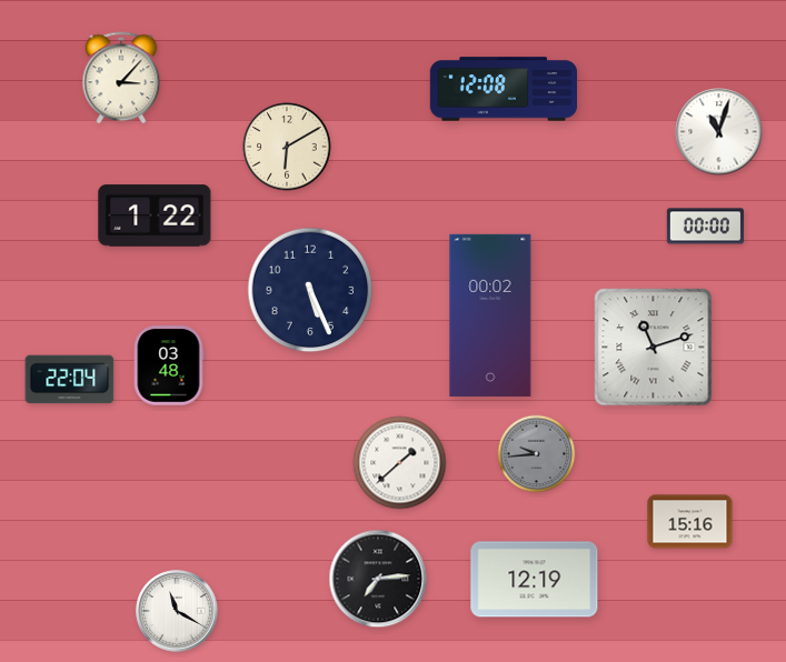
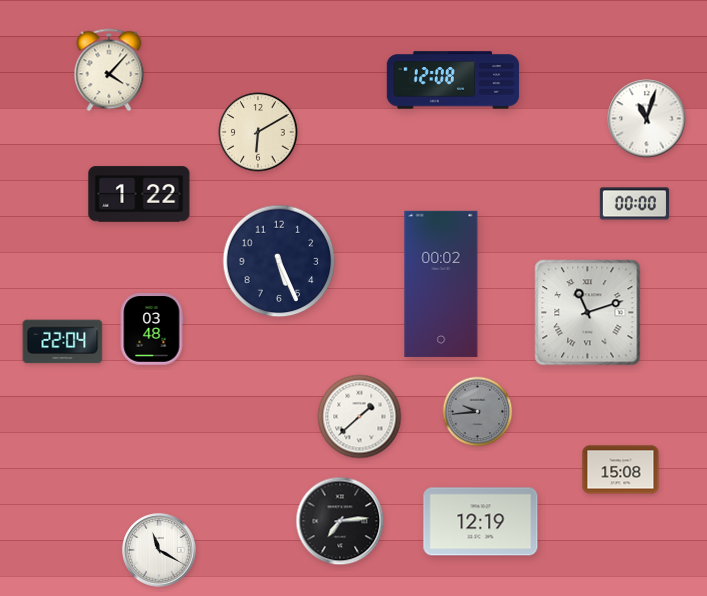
clock at (121, 78): 3:07 -> 4:07
clock at (537, 454) position: (537, 454) -> (478, 412)
clock at (690, 522): 15:16 -> 15:08
